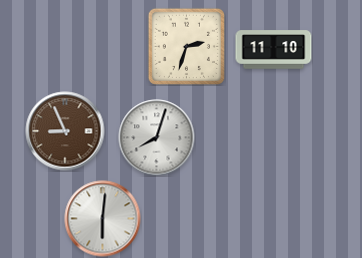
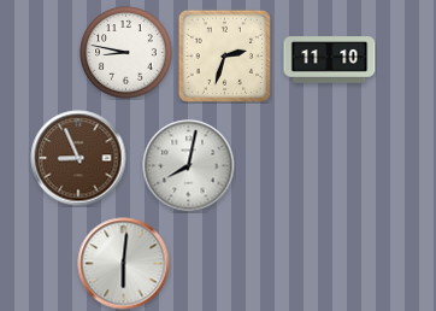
clock at (126, 53): none -> 8:47
clock at (157, 138): 8:03 -> 8:02
